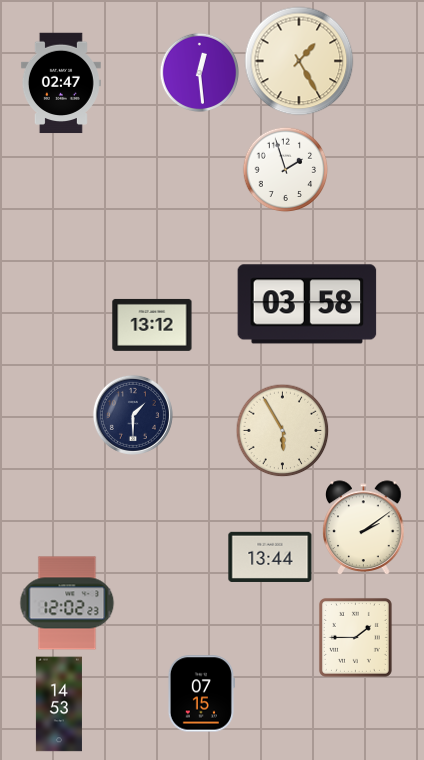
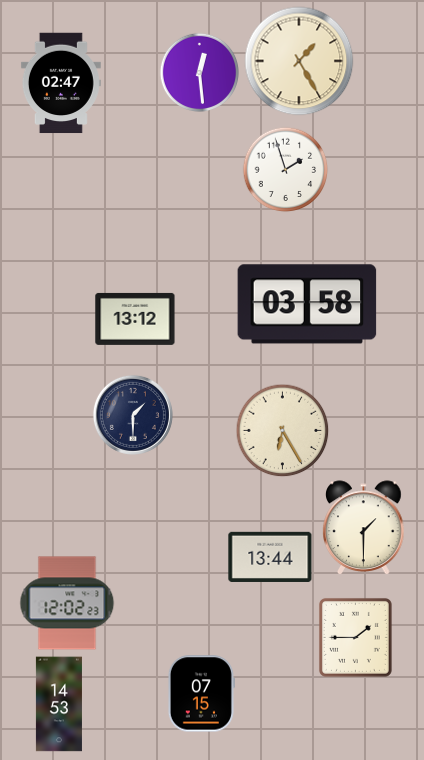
clock at (152, 325) position: (152, 325) -> (135, 319)
clock at (282, 430): 5:55 -> 6:25
clock at (364, 527): 2:09 -> 1:30
